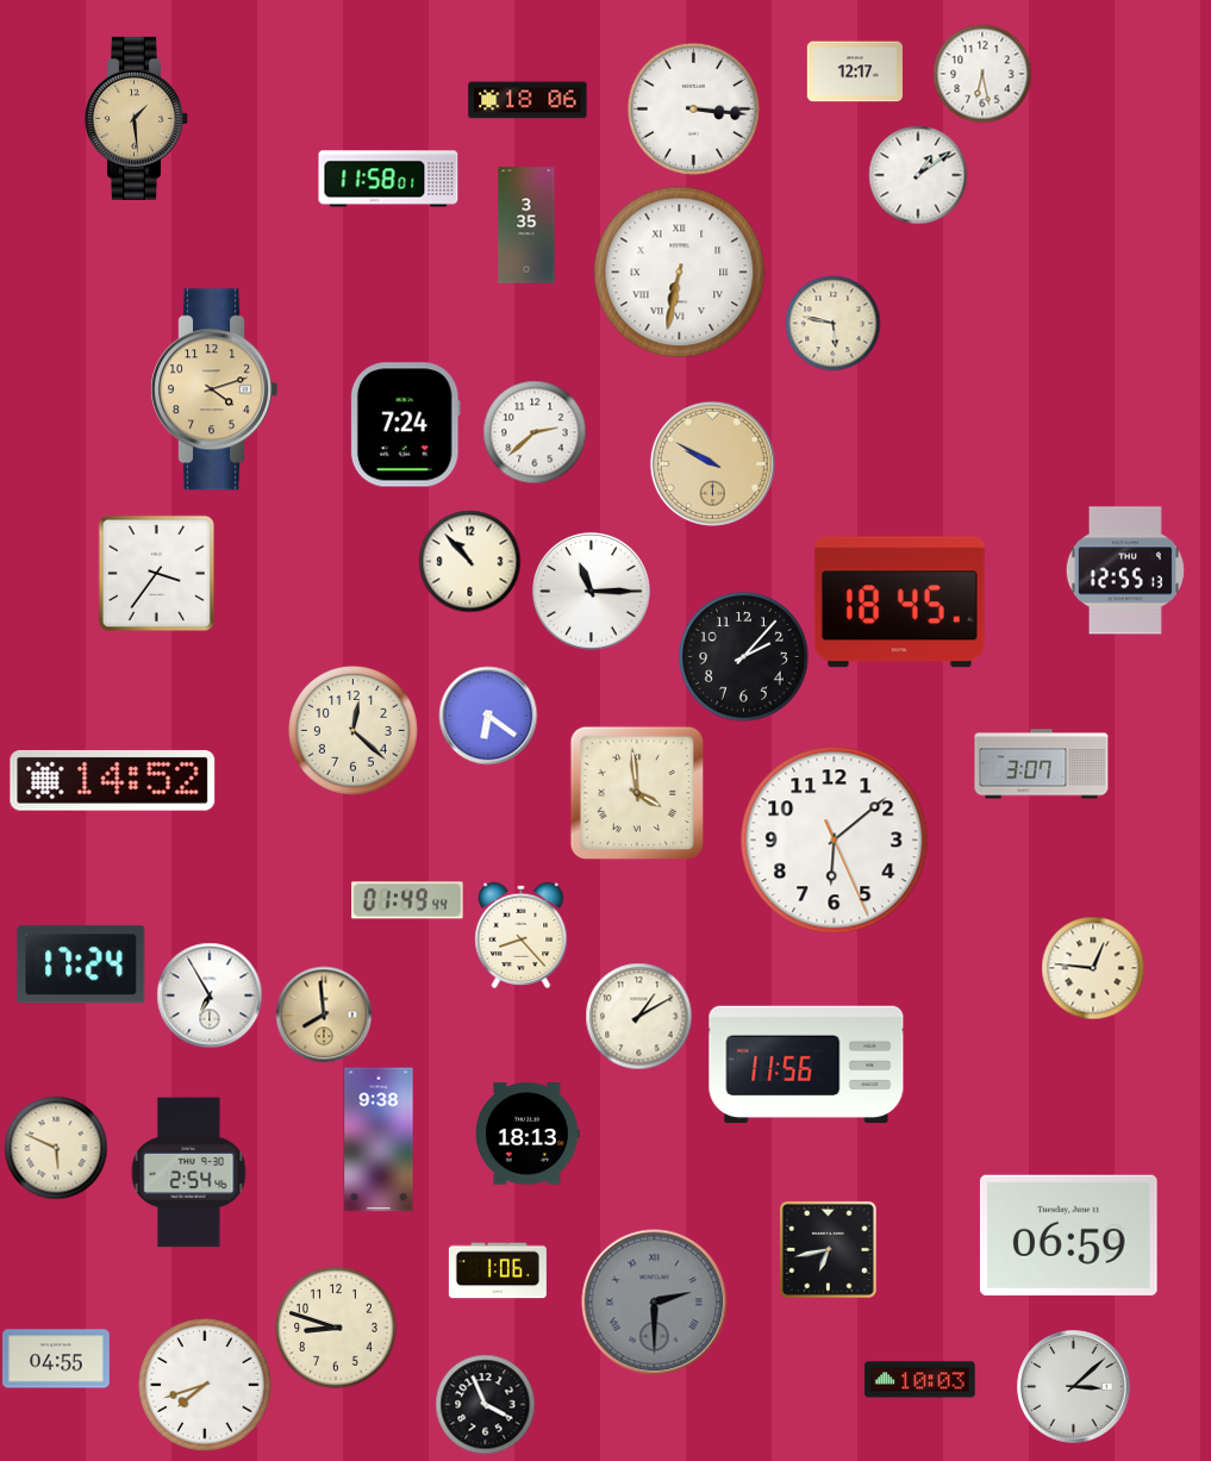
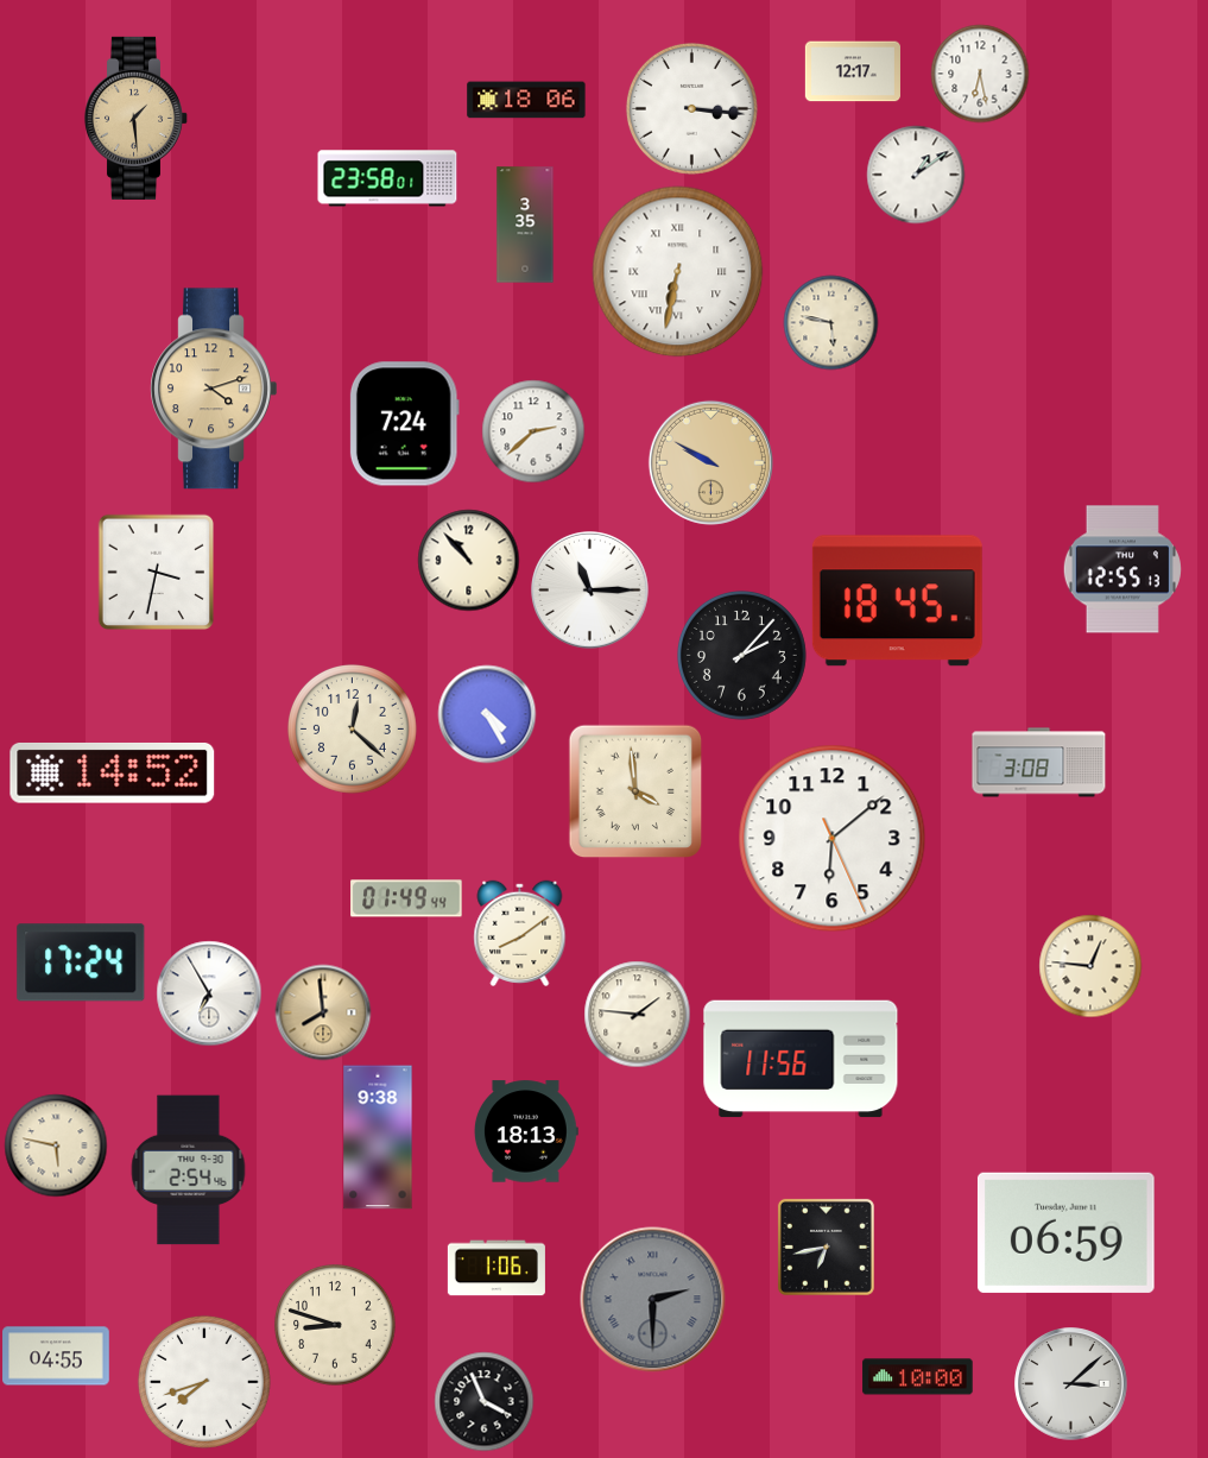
clock at (388, 179): 11:58 -> 23:58
clock at (156, 573): 3:36 -> 3:32
clock at (488, 716): 6:21 -> 4:25
clock at (1042, 764): 3:07 -> 3:08
clock at (113, 780) position: (113, 780) -> (113, 772)
clock at (522, 935): 8:23 -> 8:09
clock at (638, 1016): 1:10 -> 1:46
clock at (806, 1064) position: (806, 1064) -> (801, 1059)
clock at (56, 1148): 5:49 -> 5:47
clock at (920, 1380): 10:03 -> 10:00
